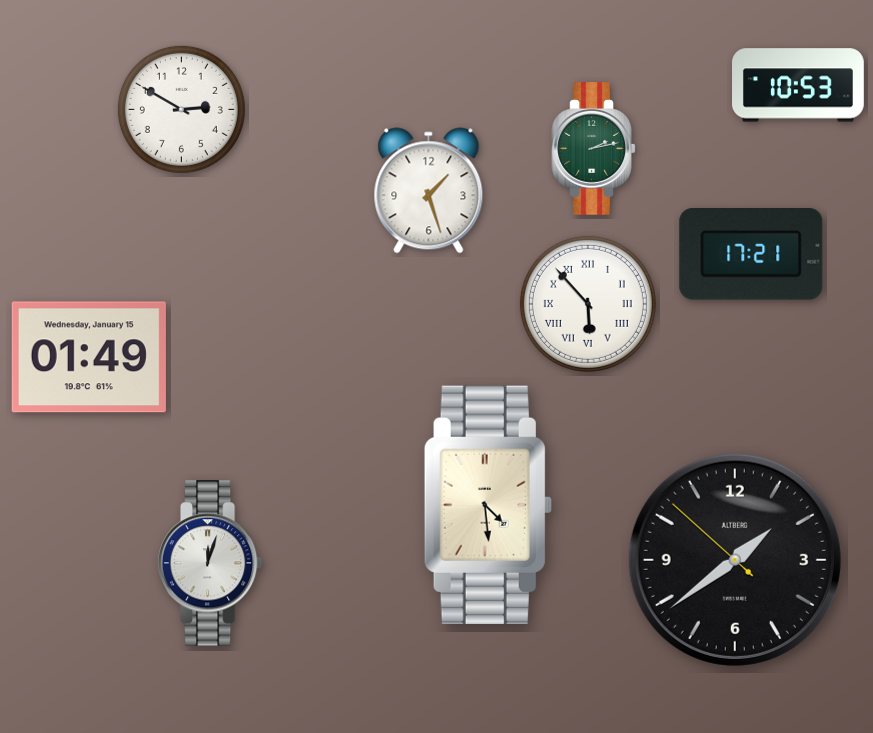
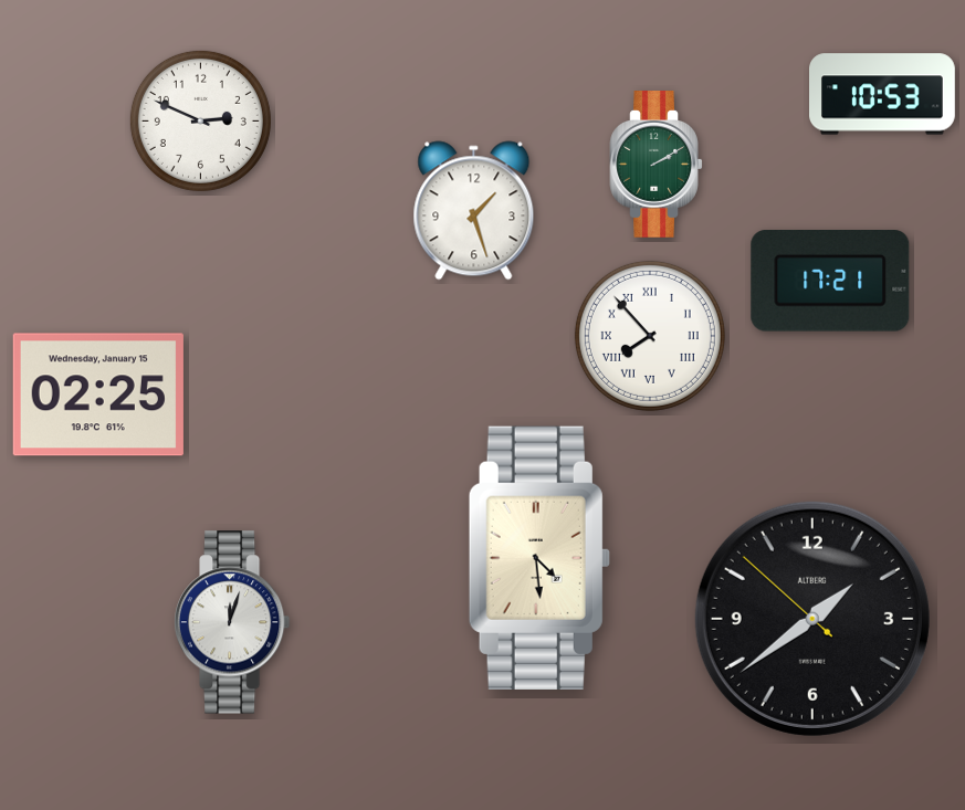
clock at (181, 109): 2:50 -> 2:49
clock at (594, 149): 2:13 -> 2:10
clock at (588, 304): 5:53 -> 7:53
clock at (89, 357): 01:49 -> 02:25
